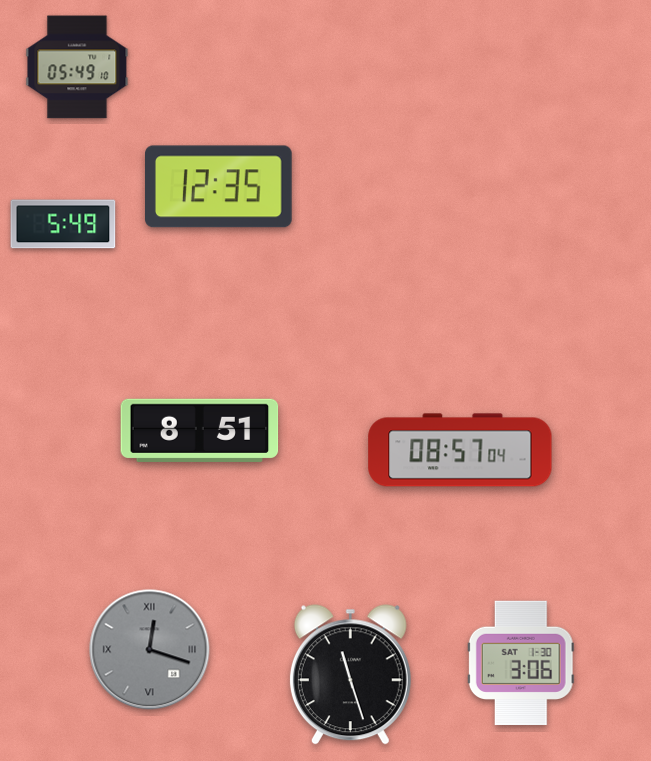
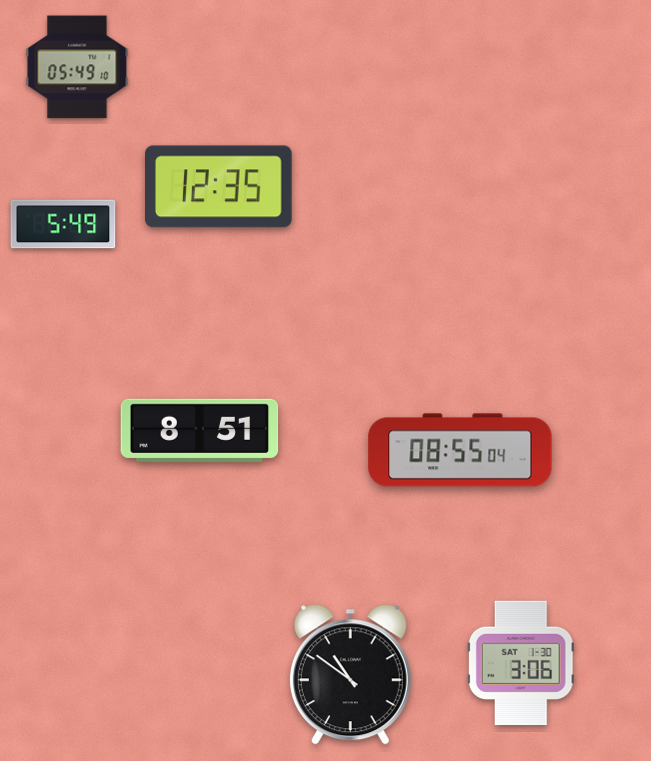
clock at (460, 450): 08:57 -> 08:55
clock at (150, 650): 12:18 -> none
clock at (350, 675): 11:27 -> 10:51
